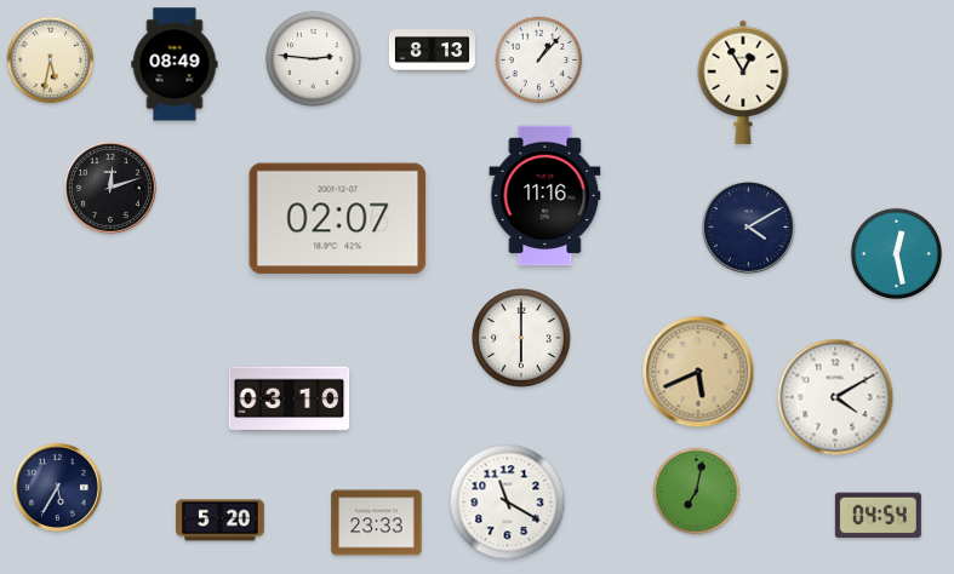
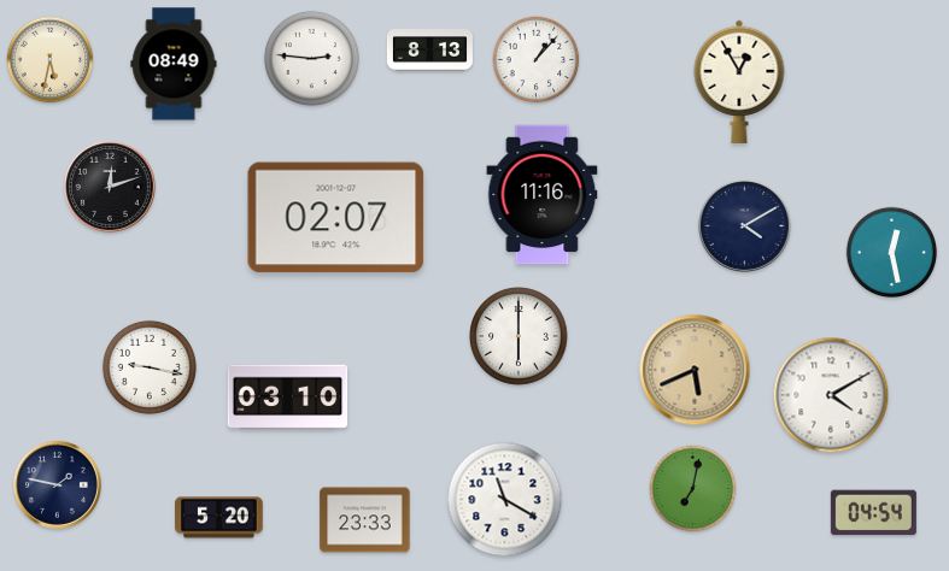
clock at (150, 367): none -> 9:17
clock at (57, 487): 5:35 -> 1:47
clock at (377, 523) position: (377, 523) -> (365, 520)
